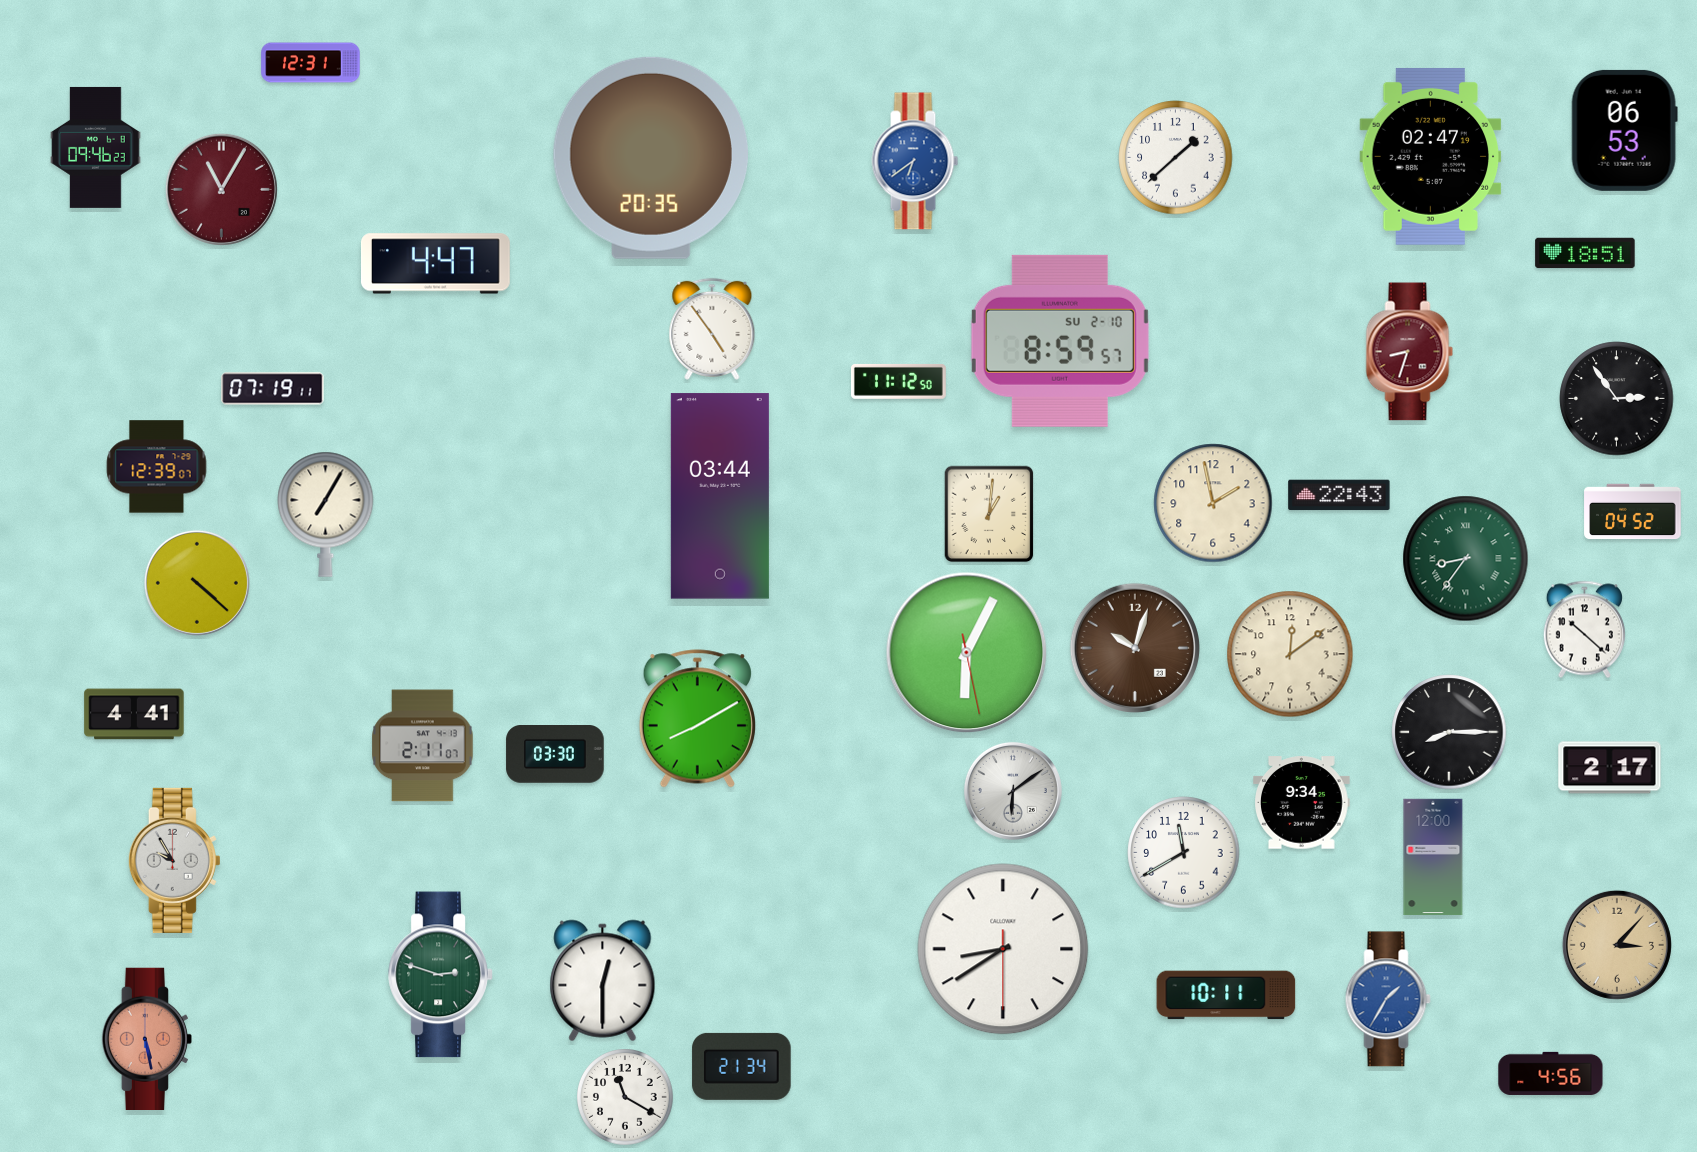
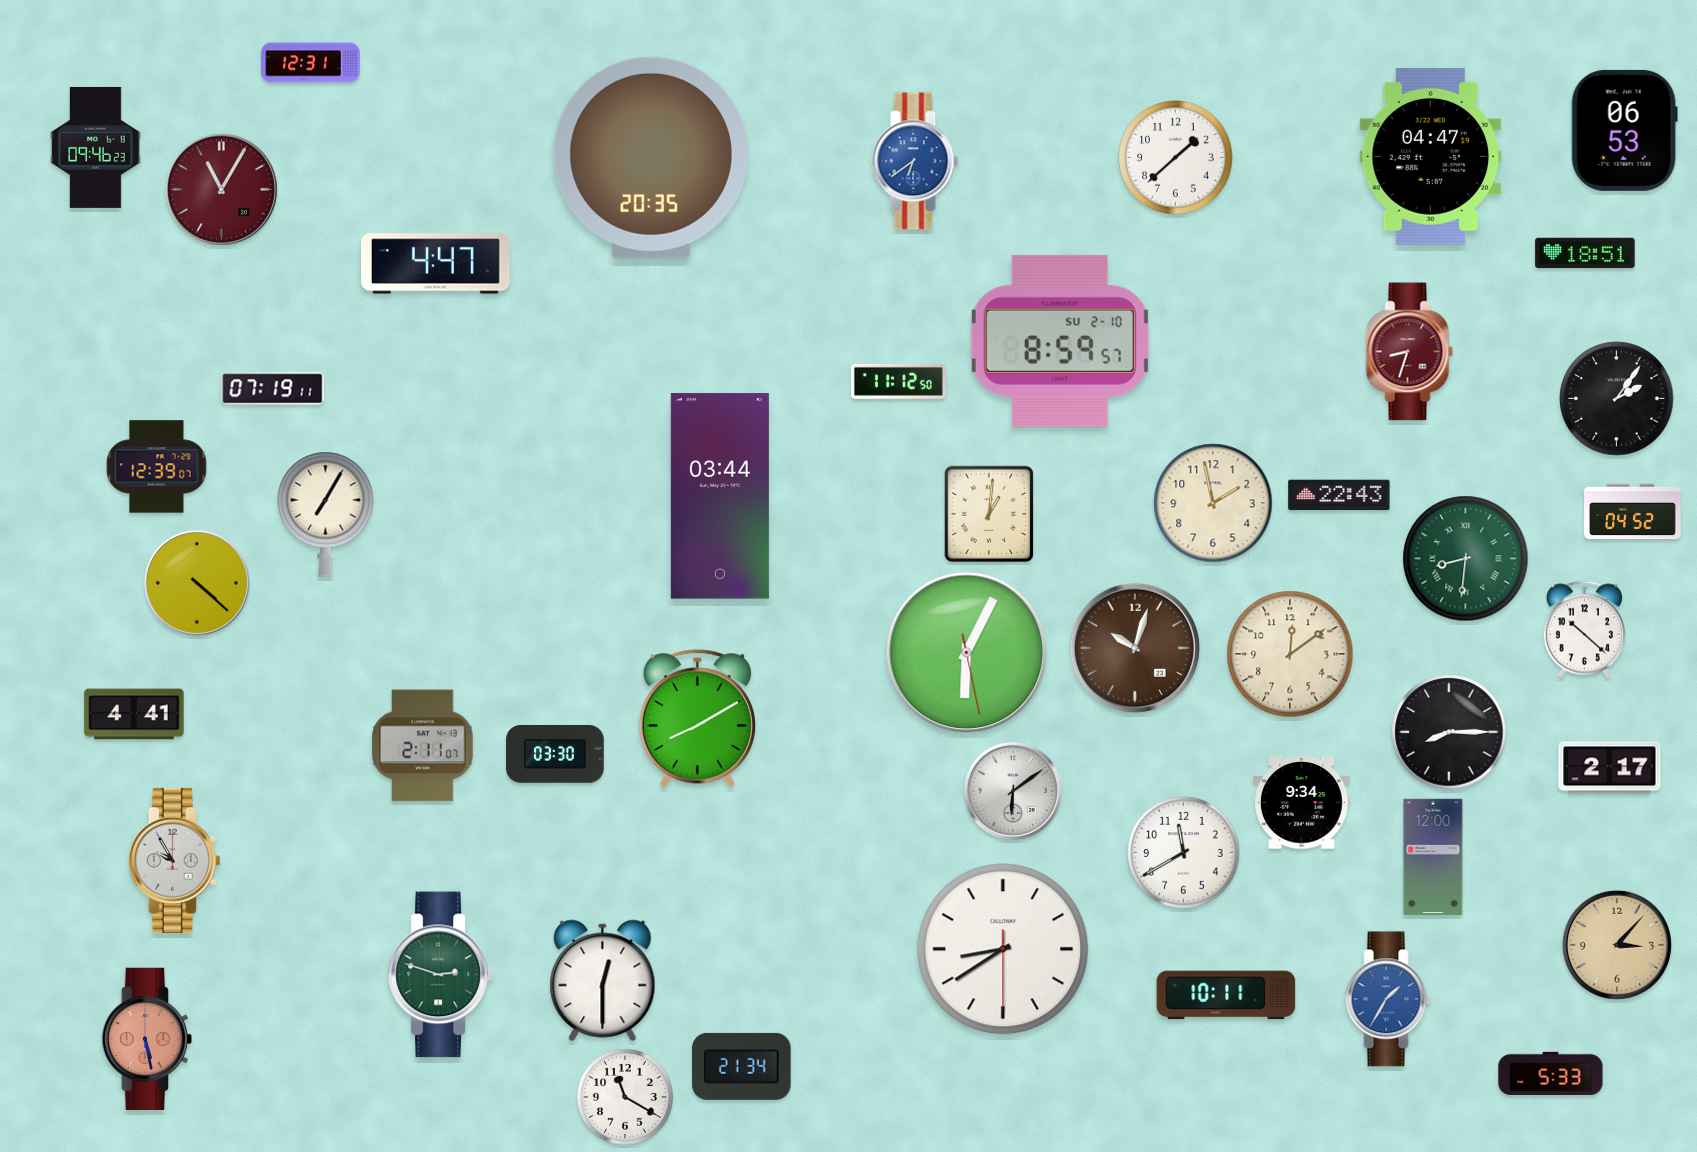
clock at (1431, 156): 02:47 -> 04:47
clock at (712, 329): 4:54 -> none
clock at (1617, 399): 2:54 -> 2:06
clock at (1466, 559): 8:36 -> 8:31
clock at (1551, 1073): 4:56 -> 5:33
